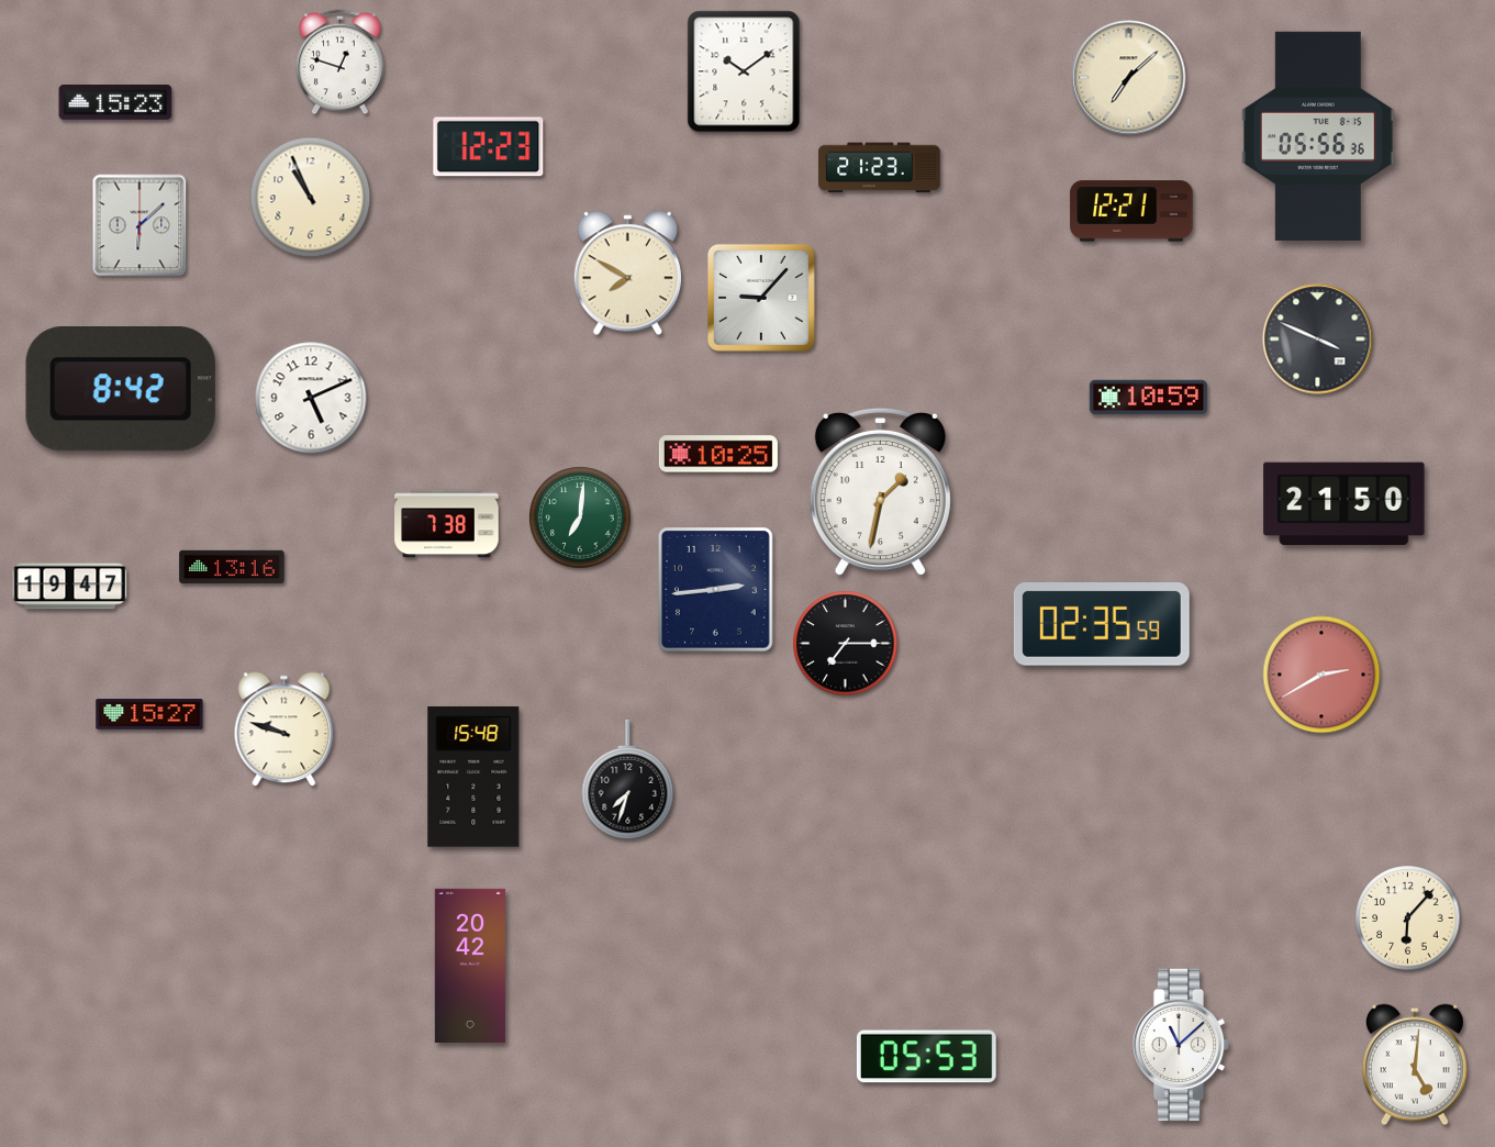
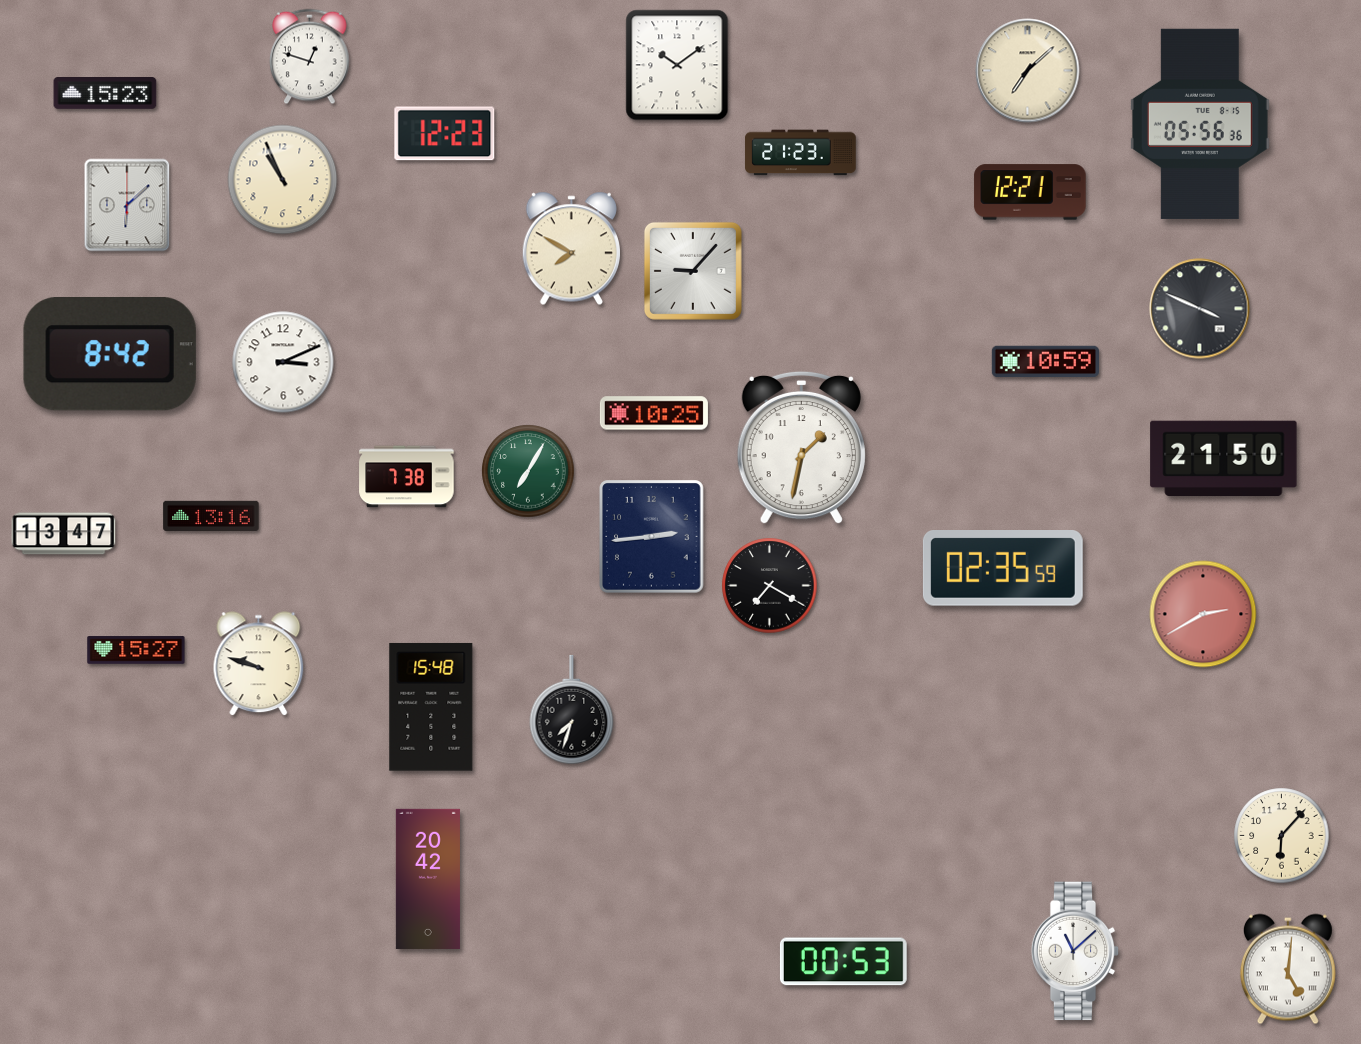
clock at (311, 398): 5:11 -> 3:11
clock at (580, 517): 7:01 -> 7:05
clock at (70, 587): 19:47 -> 13:47
clock at (846, 644): 7:15 -> 7:20
clock at (926, 1057): 05:53 -> 00:53
